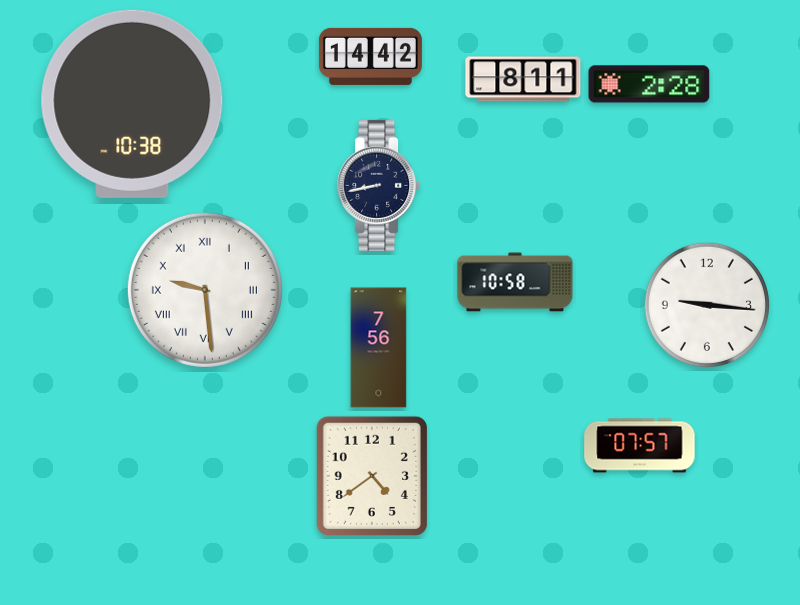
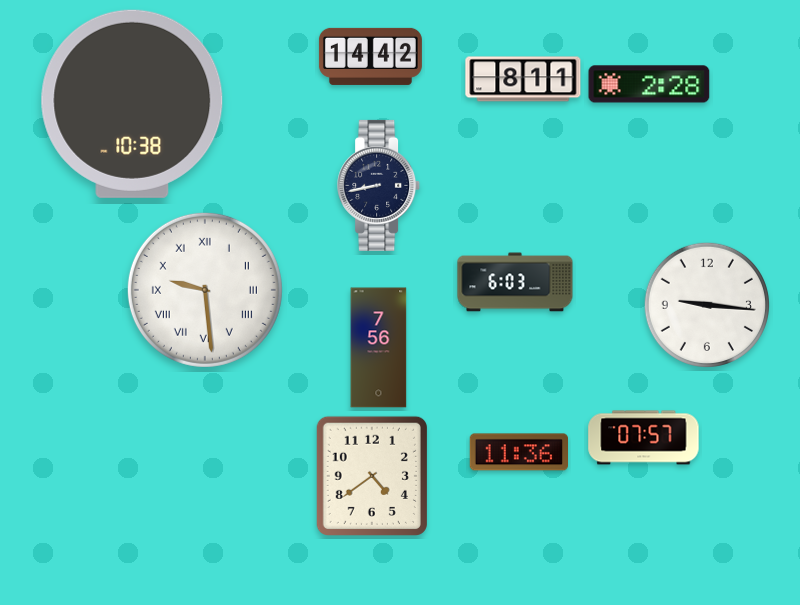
clock at (515, 282): 10:58 -> 6:03
clock at (640, 446) position: (640, 446) -> (644, 438)
clock at (518, 452): none -> 11:36
